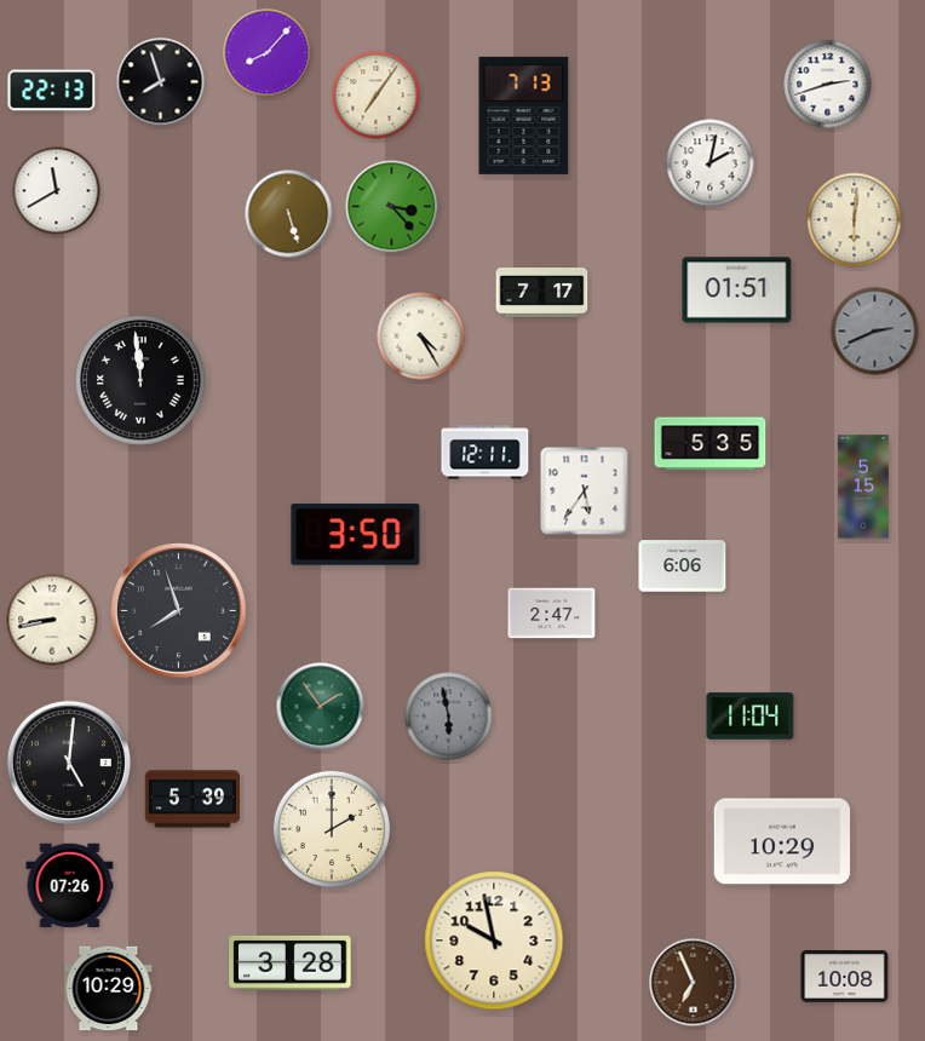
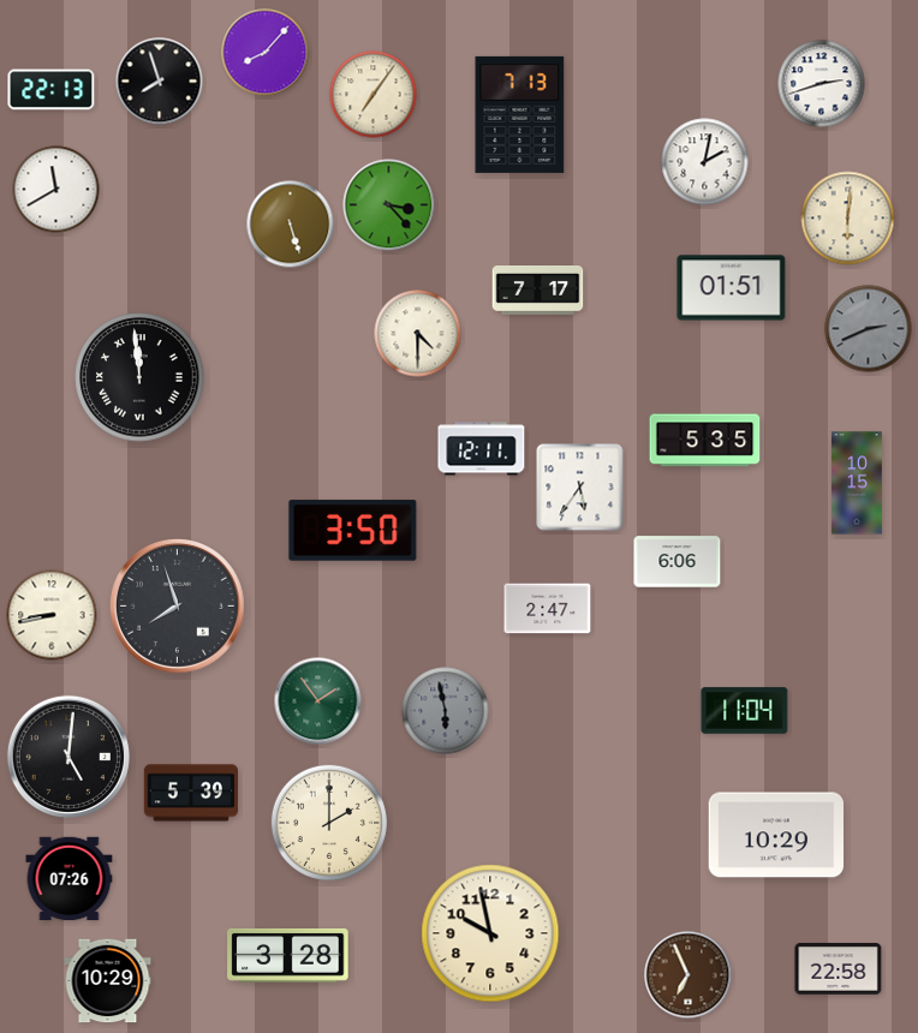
clock at (289, 214) position: (289, 214) -> (291, 225)
clock at (421, 337): 4:25 -> 4:30
clock at (863, 487): 5:15 -> 10:15
clock at (845, 977): 10:08 -> 22:58
